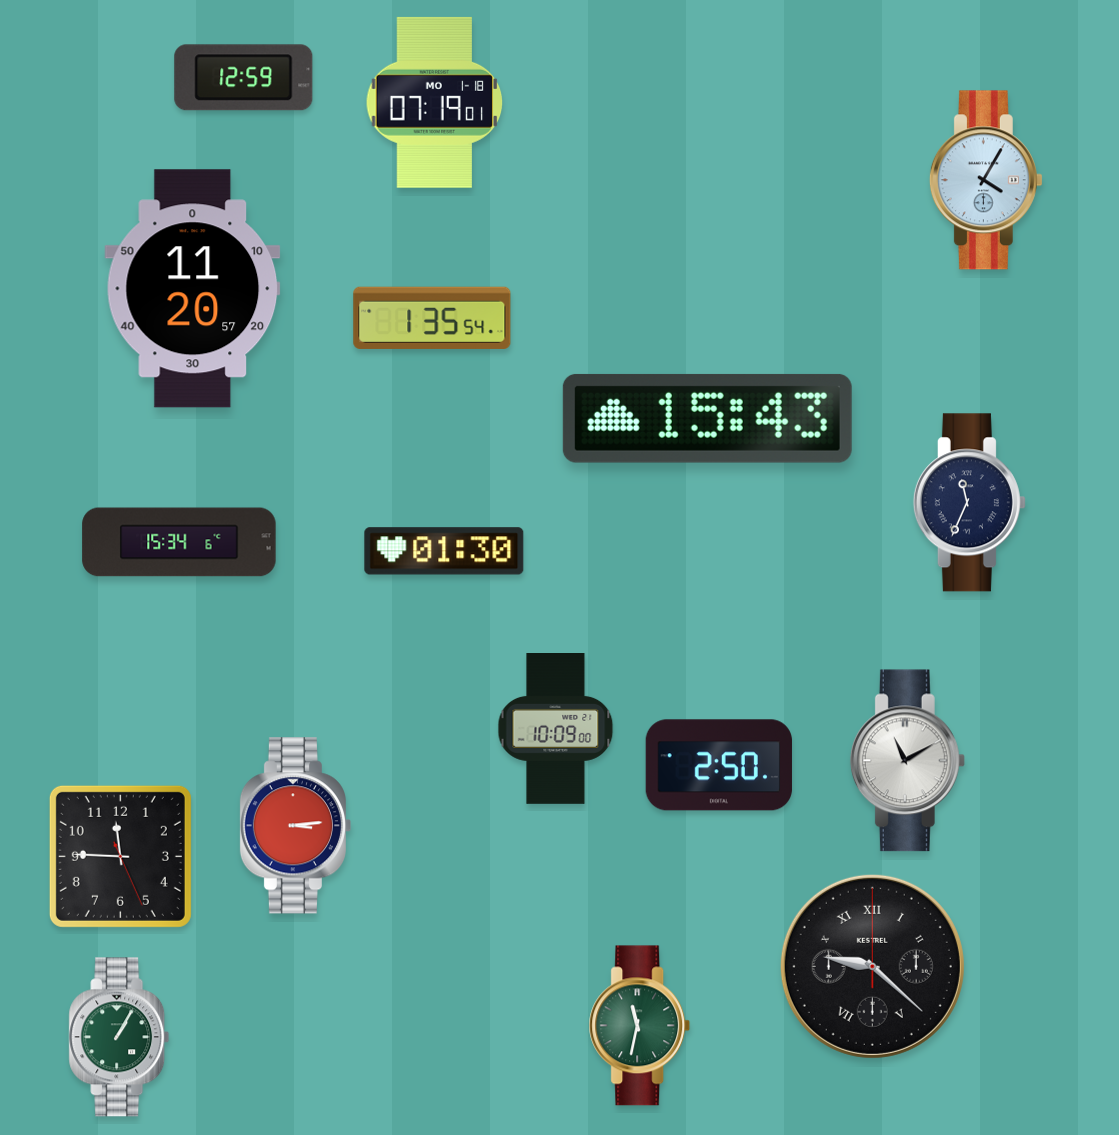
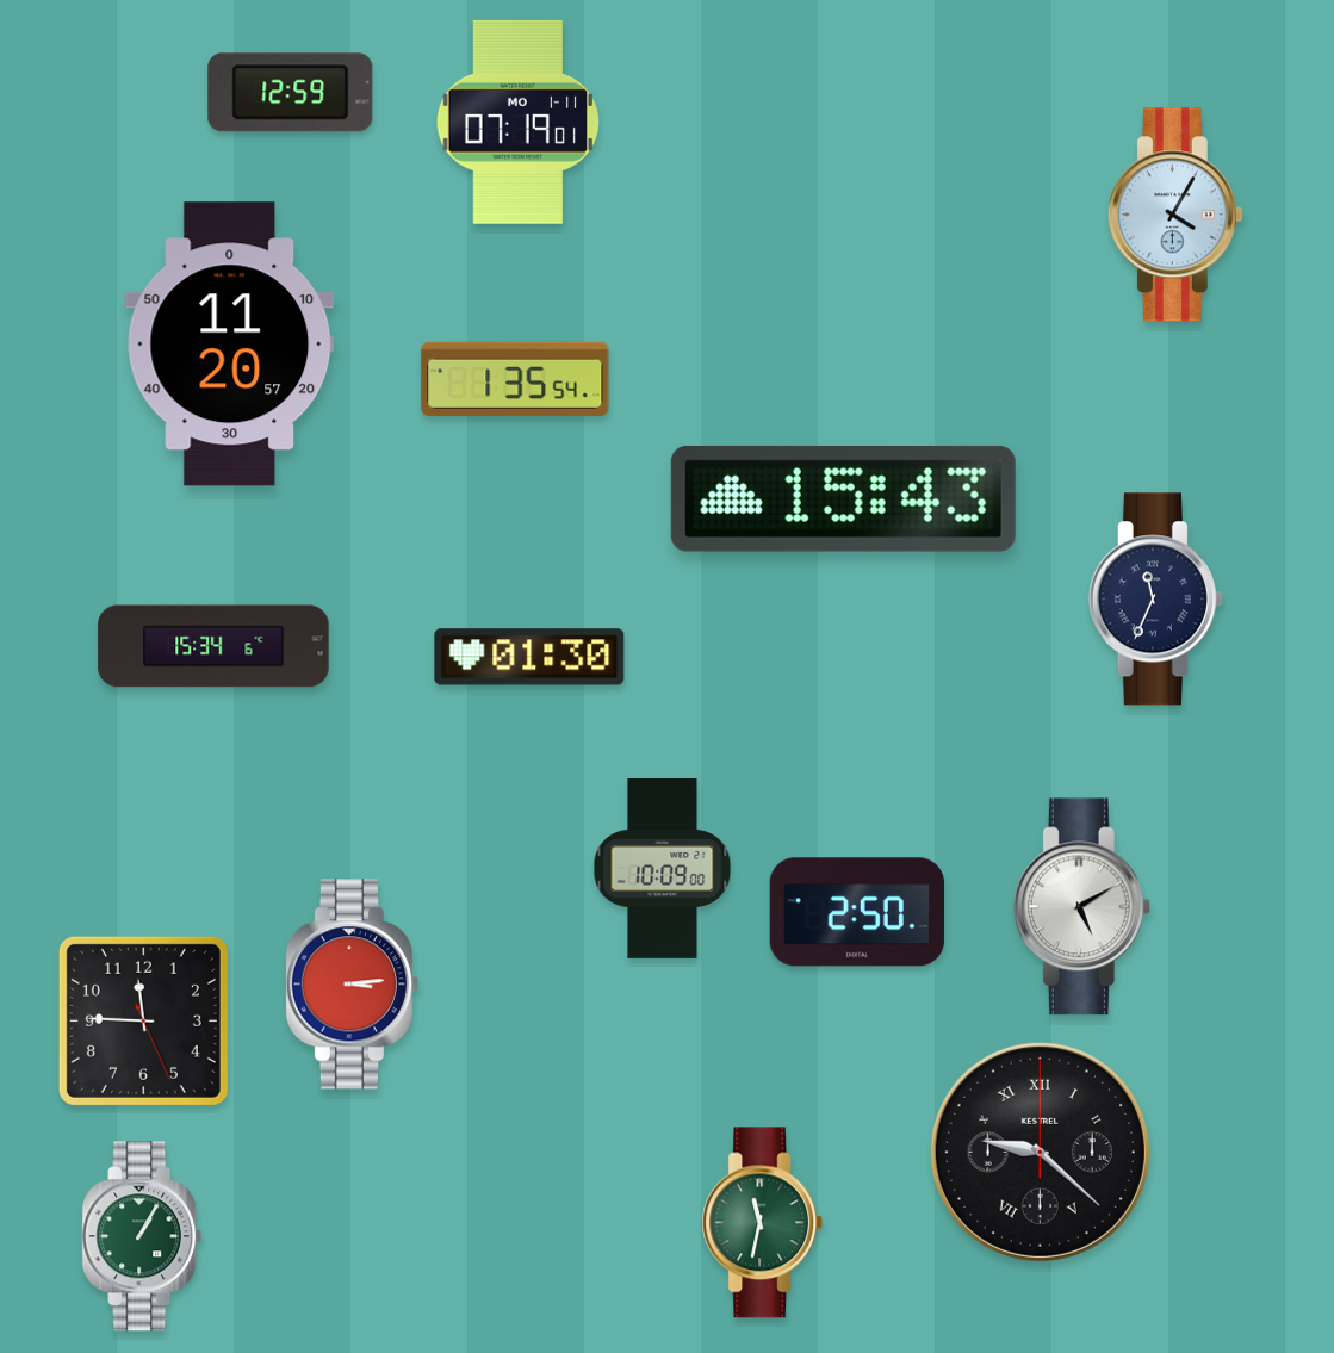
clock at (435, 102) date: MO 1-18 -> MO 1-11
clock at (907, 761): 11:10 -> 5:10
